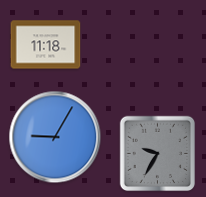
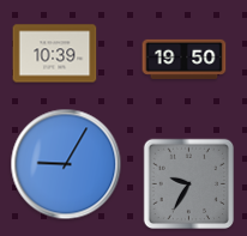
clock at (46, 45): 11:18 -> 10:39
clock at (185, 59): none -> 19:50
